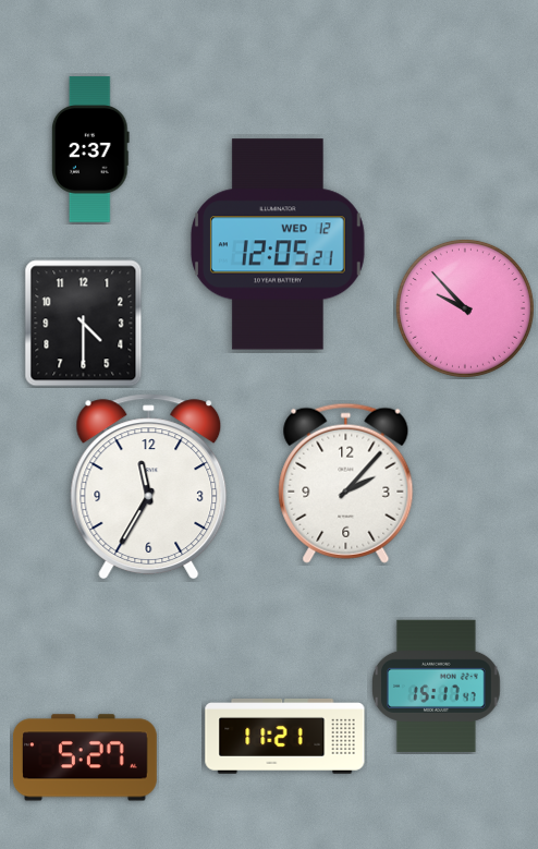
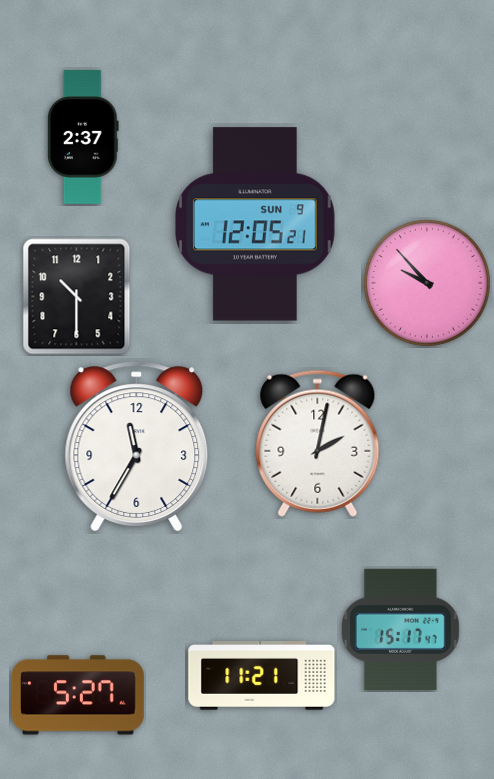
clock at (278, 244) date: WED 12 -> SUN 9
clock at (84, 324): 4:30 -> 10:30
clock at (346, 483): 2:07 -> 2:02
